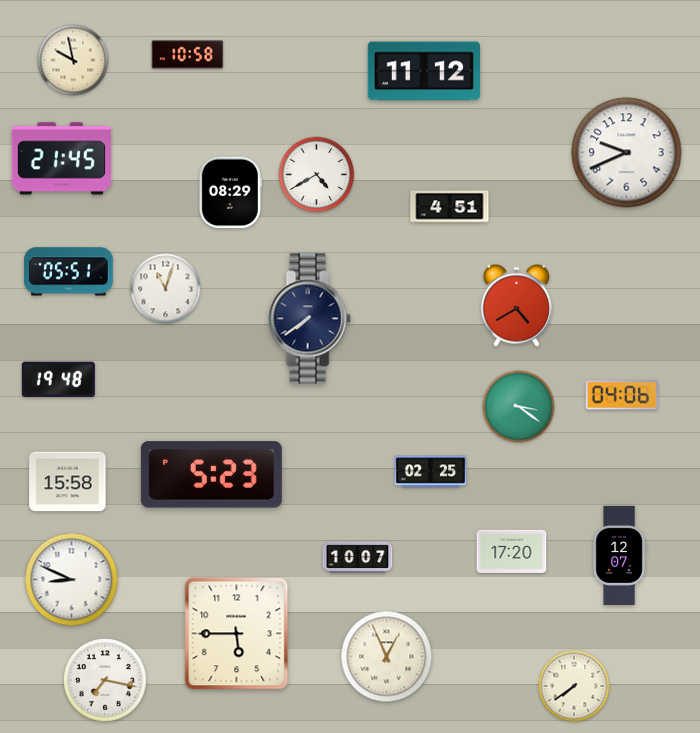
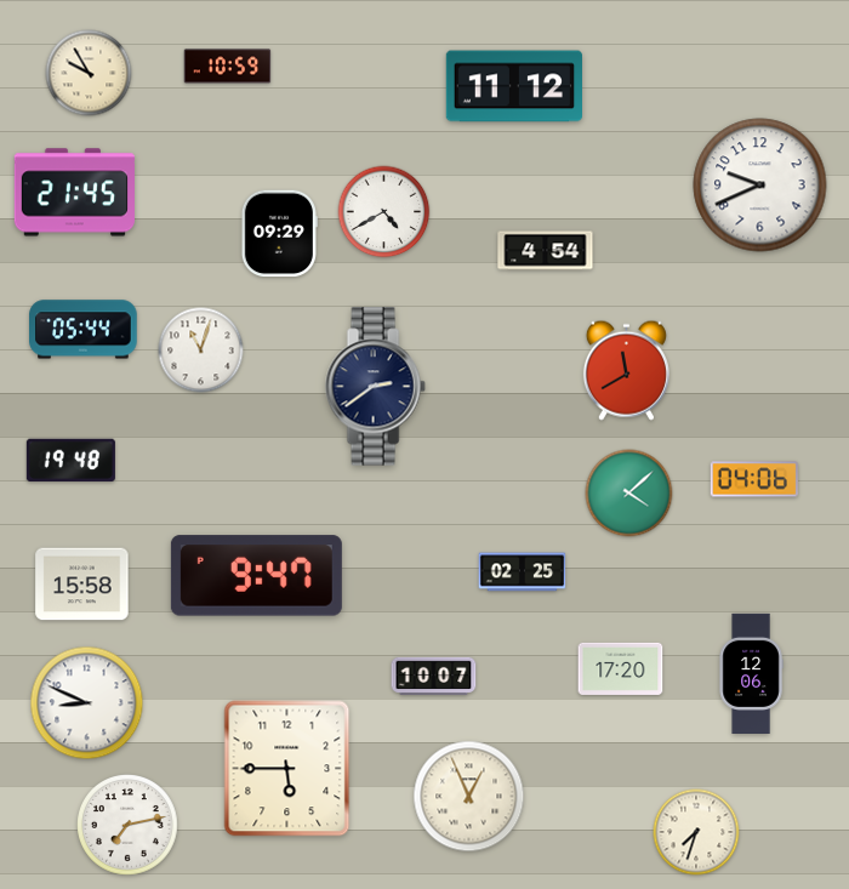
clock at (188, 55): 10:58 -> 10:59
clock at (73, 60): 9:58 -> 9:55
clock at (230, 193): 08:29 -> 09:29
clock at (450, 207): 4:51 -> 4:54
clock at (69, 272): 05:51 -> 05:44
clock at (516, 305): 4:40 -> 11:40
clock at (309, 319): 7:39 -> 2:39
clock at (519, 407): 3:21 -> 4:08
clock at (211, 475): 5:23 -> 9:47
clock at (619, 556): 12:07 -> 12:06
clock at (106, 681): 7:17 -> 7:13
clock at (574, 686): 7:39 -> 7:33
